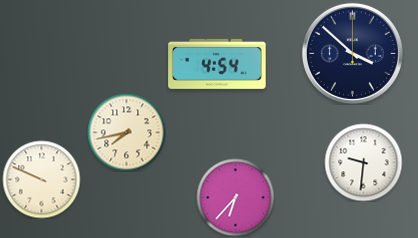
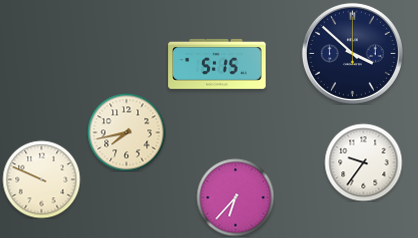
clock at (217, 64): 4:54 -> 5:15
clock at (363, 162): 9:31 -> 9:36
